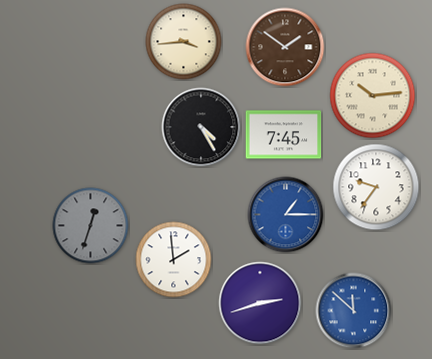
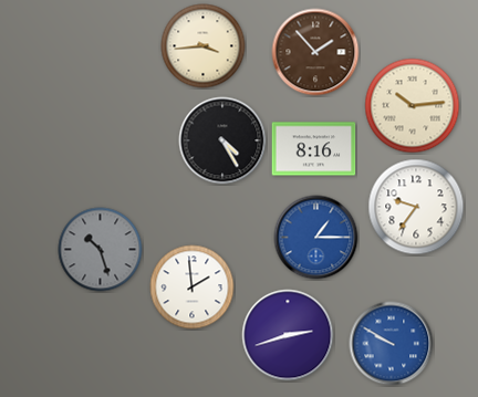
clock at (285, 47): 1:51 -> 1:53
clock at (284, 135): 7:45 -> 8:16
clock at (91, 226): 12:33 -> 10:27
clock at (354, 311): 11:52 -> 9:50
